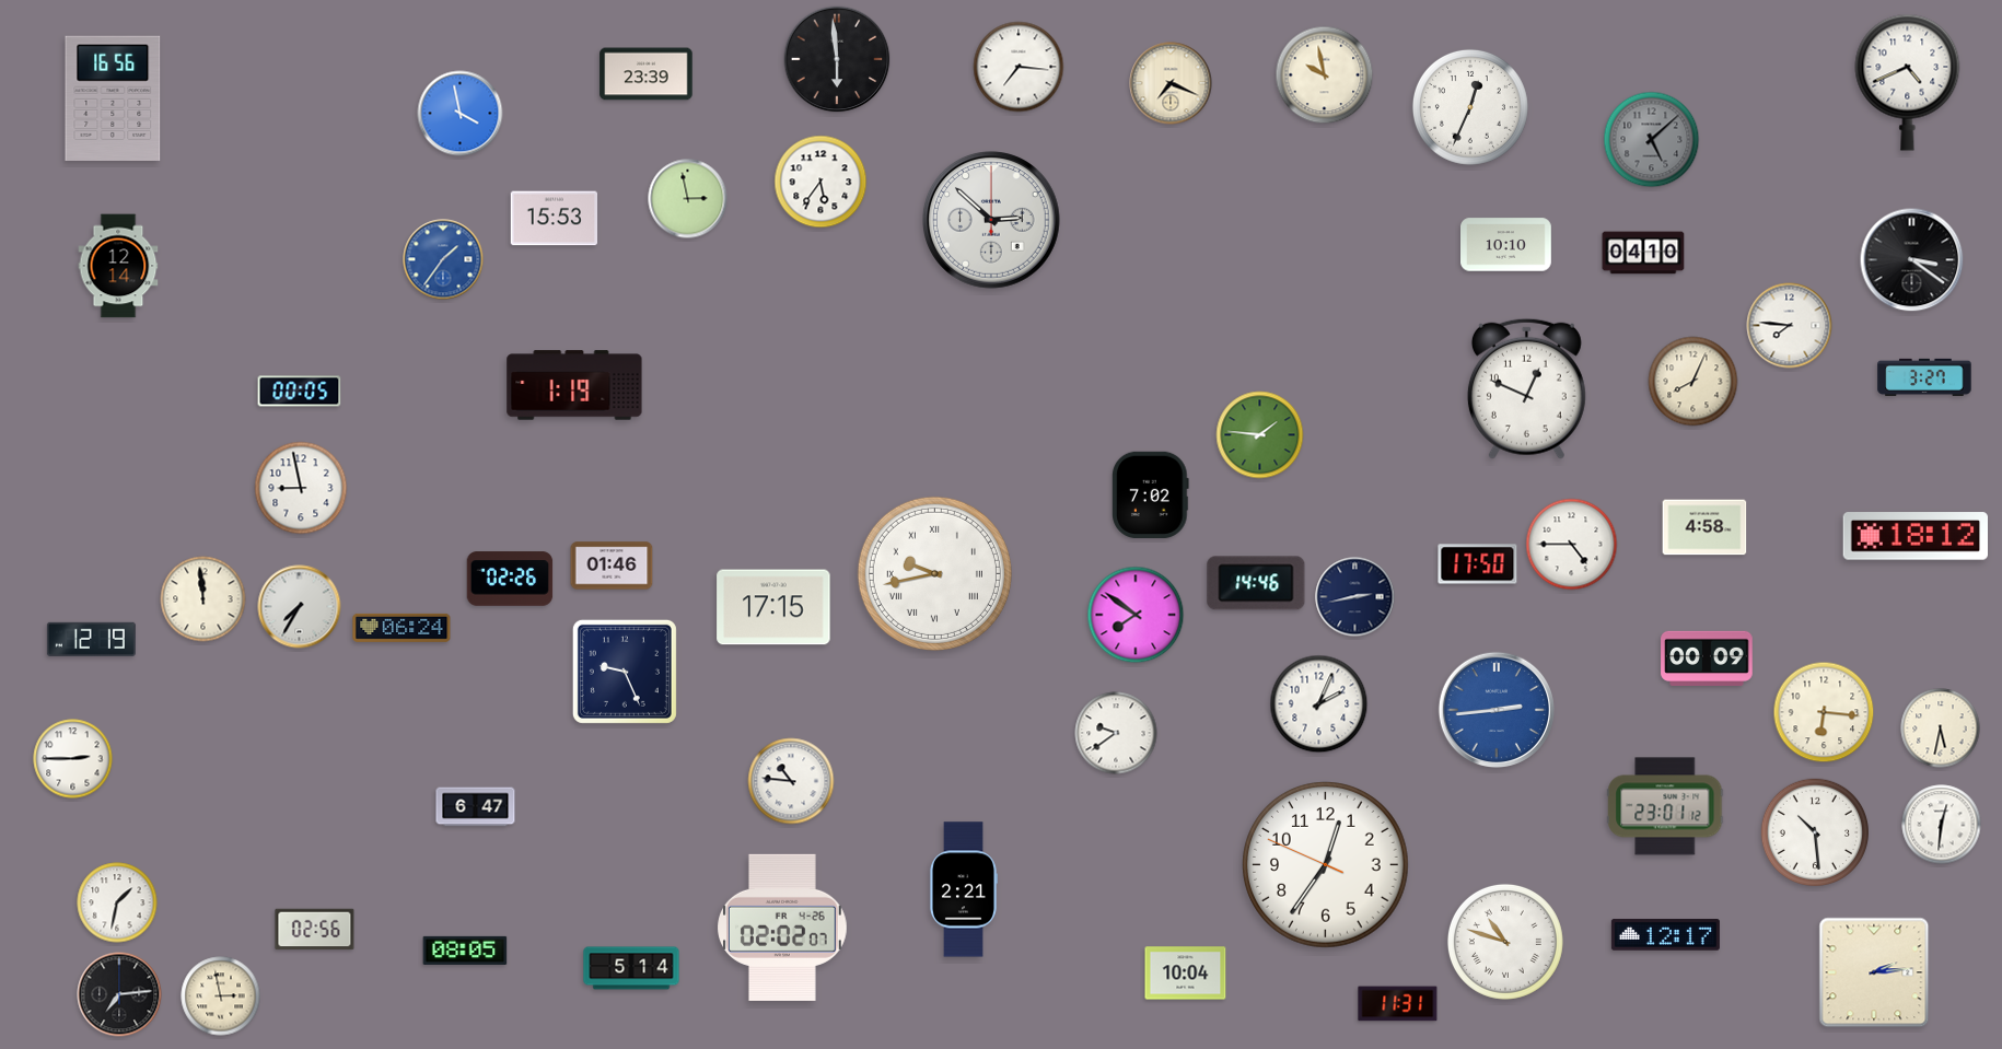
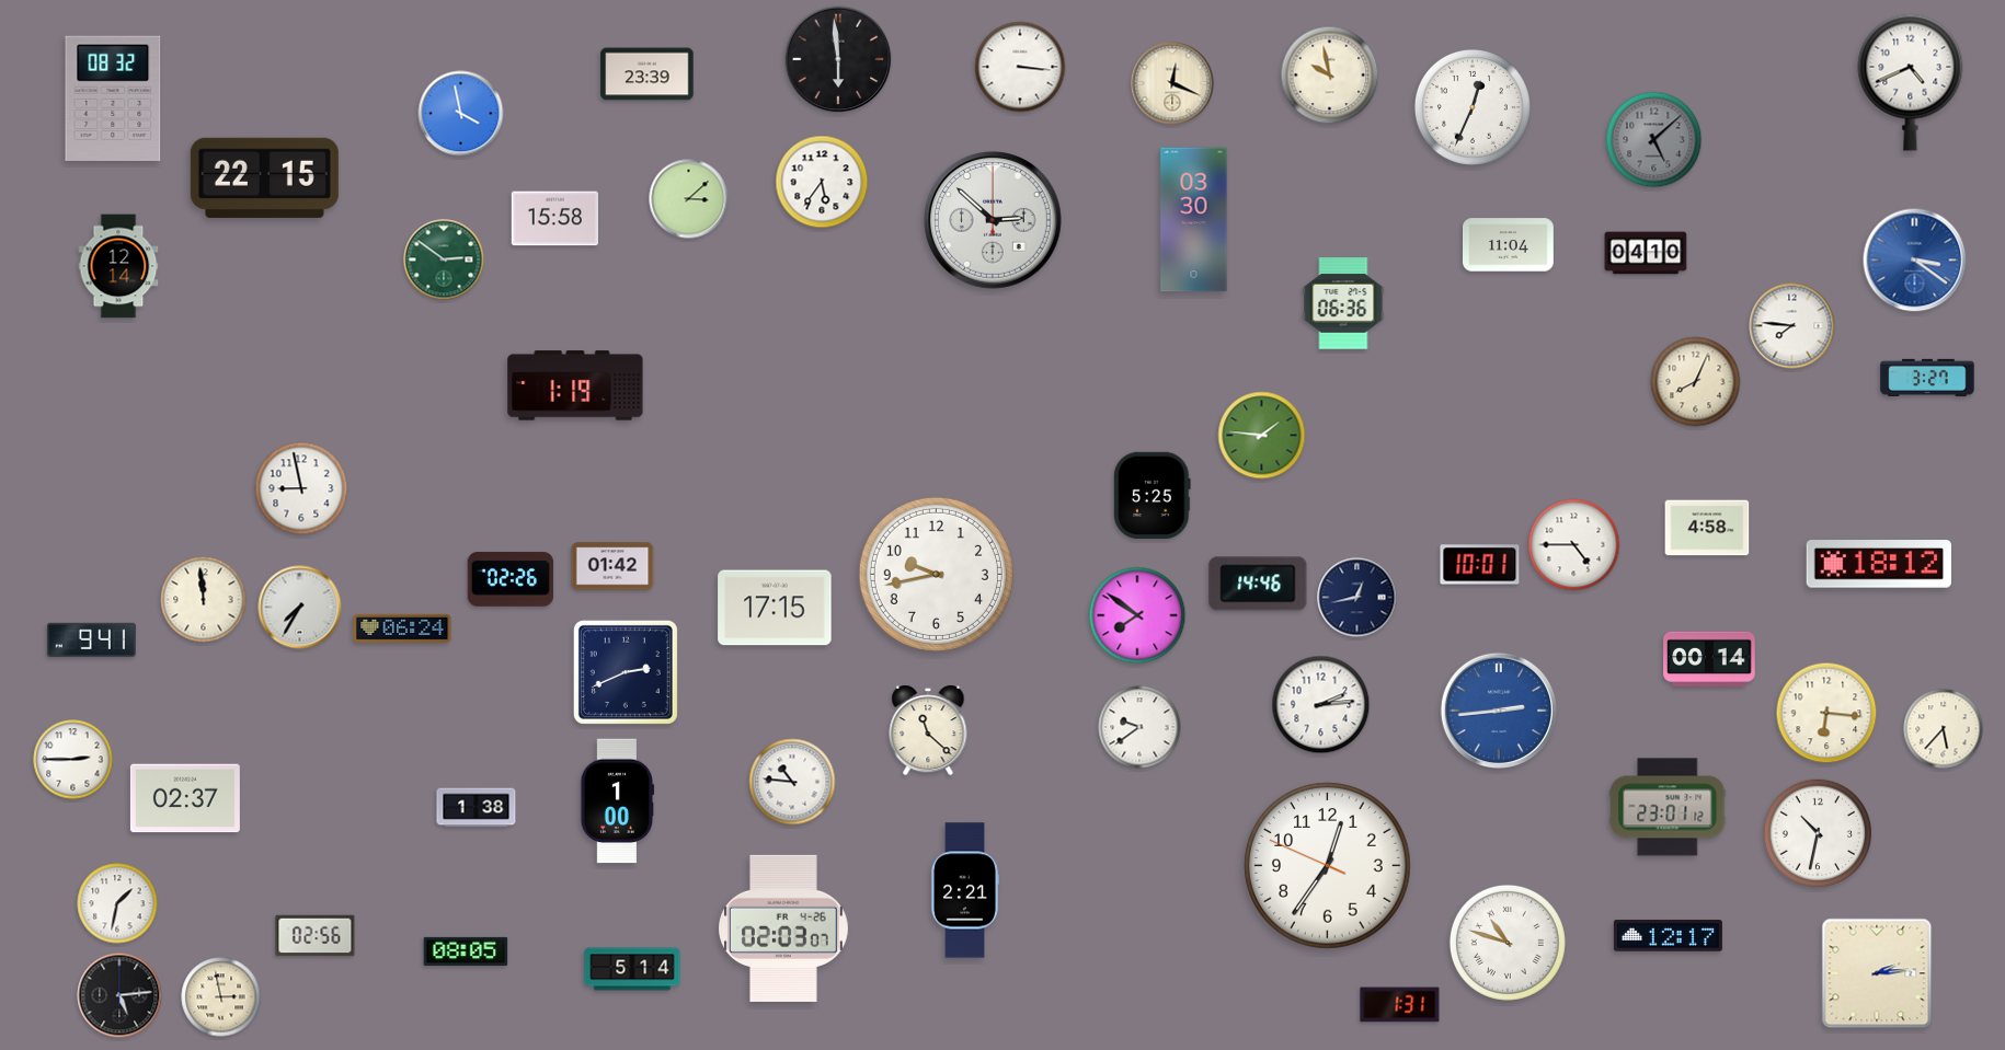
clock at (1019, 67): 7:16 -> 3:16
clock at (1325, 75) position: (1325, 75) -> (1330, 76)
clock at (1171, 83): 7:19 -> 12:19
clock at (113, 97): 16:56 -> 08:32
clock at (264, 177): none -> 22:15
clock at (688, 199): 2:58 -> 3:08
clock at (554, 219): 15:53 -> 15:58
clock at (1194, 220): none -> 03:30
clock at (1506, 245): 10:10 -> 11:04
clock at (443, 259): 1:36 -> 2:51
clock at (443, 259) dial: blue -> green
clock at (1912, 260) dial: black -> blue
clock at (1343, 303): none -> 06:36
clock at (1526, 388): 12:49 -> none
clock at (300, 392): 00:05 -> none
clock at (1151, 494): 7:02 -> 5:25
clock at (1914, 536) position: (1914, 536) -> (1878, 564)
clock at (1478, 564): 17:50 -> 10:01
clock at (612, 566): 01:46 -> 01:42
clock at (934, 573) numerals: Roman -> Arabic
clock at (1355, 597): 2:43 -> 12:43
clock at (91, 639): 12:19 -> 9:41
clock at (1707, 658): 00:09 -> 00:14
clock at (625, 672): 9:26 -> 2:41
clock at (1319, 704): 2:04 -> 2:14
clock at (1941, 729): 5:32 -> 5:37
clock at (928, 730): none -> 11:22
clock at (1116, 733) position: (1116, 733) -> (1139, 727)
clock at (185, 798): none -> 02:37
clock at (618, 801): none -> 1:00
clock at (476, 807): 6:47 -> 1:38
clock at (1942, 825): 12:31 -> none
clock at (1814, 831): 10:29 -> 10:32
clock at (783, 928): 02:02 -> 02:03
clock at (315, 930) position: (315, 930) -> (316, 936)
clock at (1186, 974): 10:04 -> none
clock at (119, 994): 7:14 -> 5:14
clock at (1398, 1004): 11:31 -> 1:31
